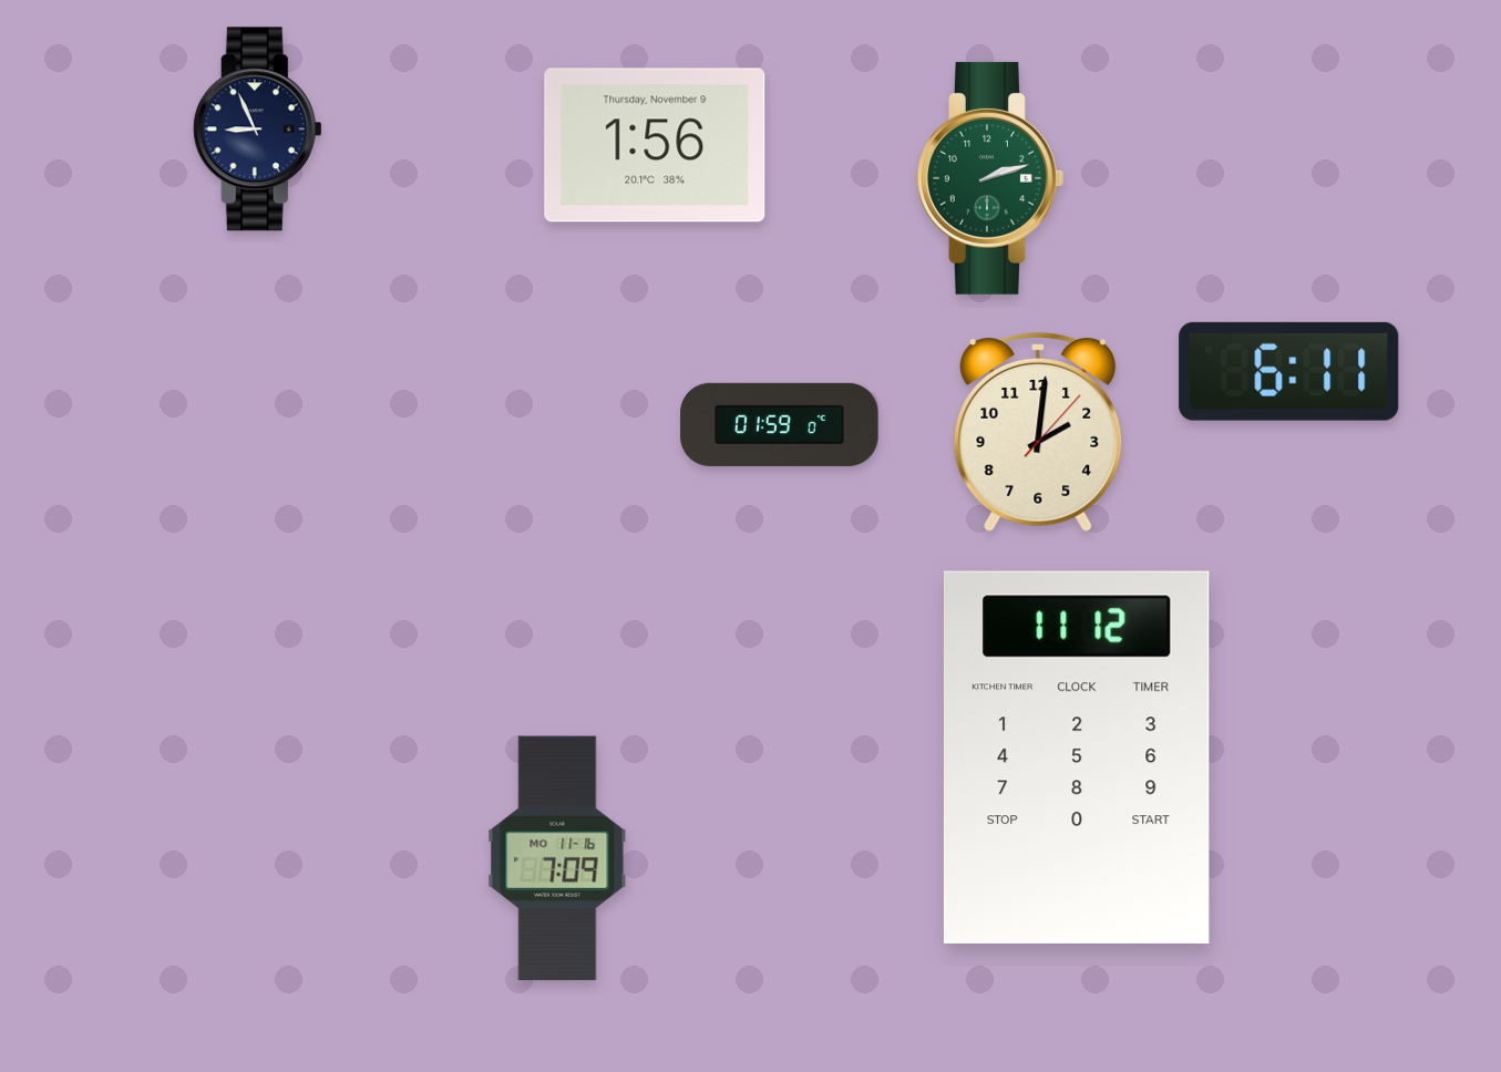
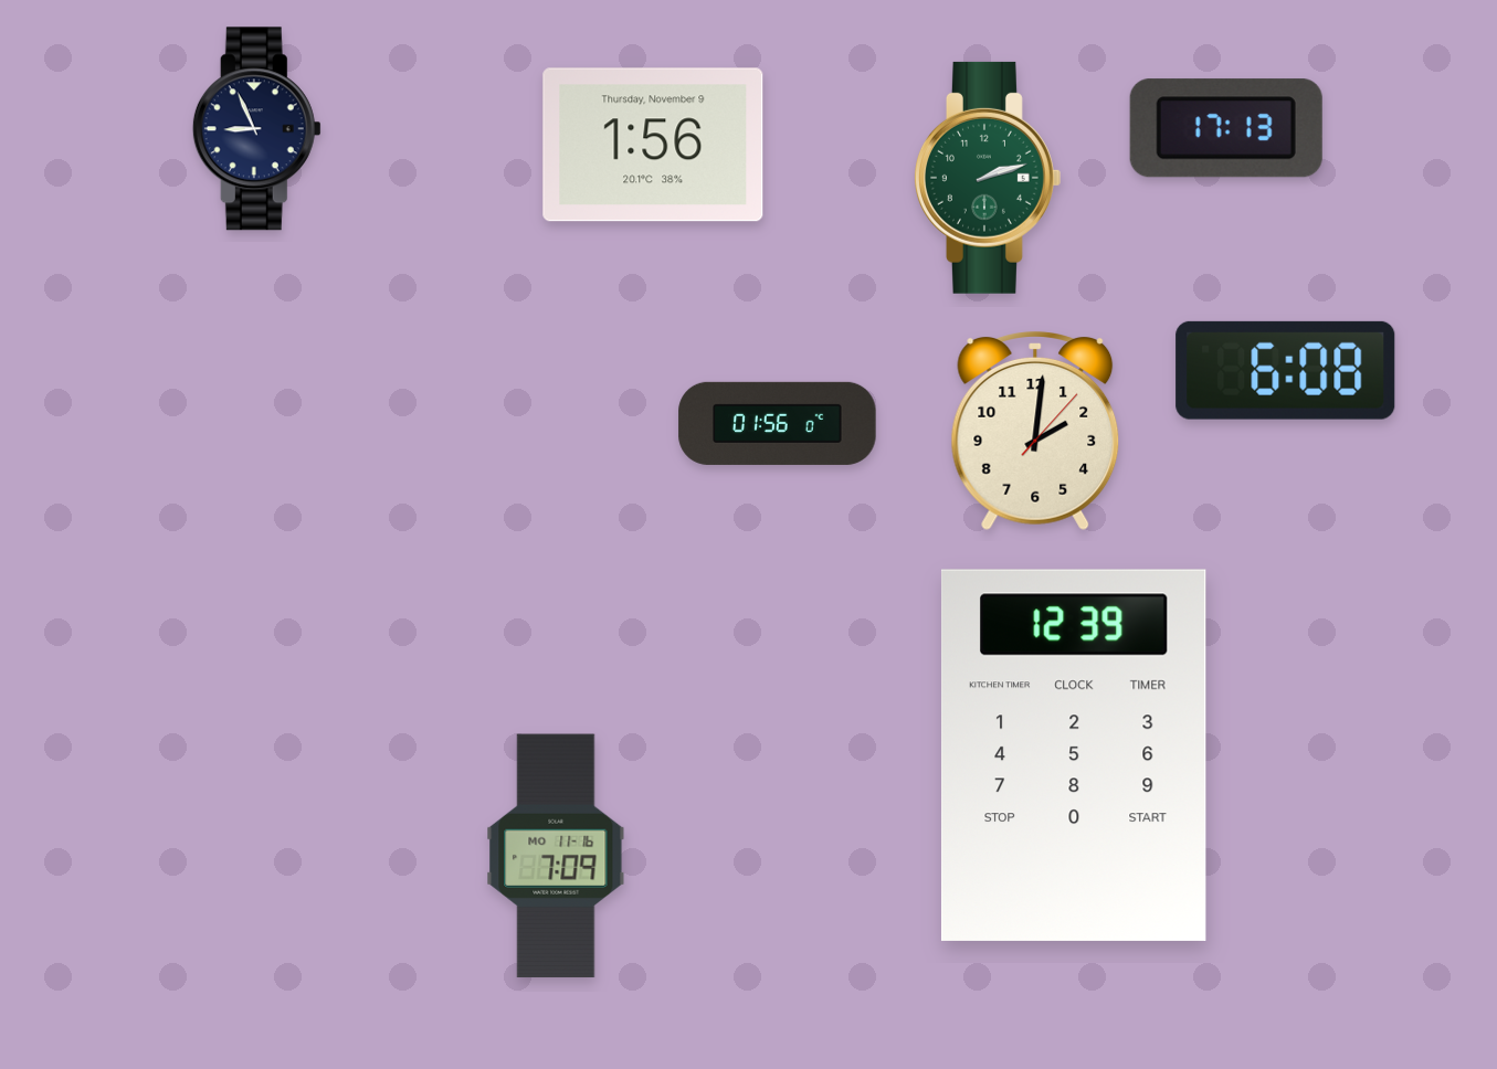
clock at (1226, 128): none -> 17:13
clock at (1289, 371): 6:11 -> 6:08
clock at (780, 424): 01:59 -> 01:56
clock at (1077, 757): 11:12 -> 12:39
